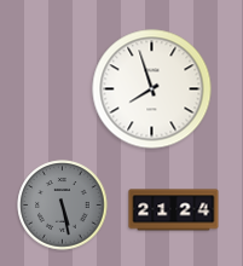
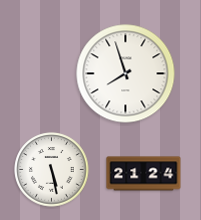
clock at (63, 206) dial: grey -> white
